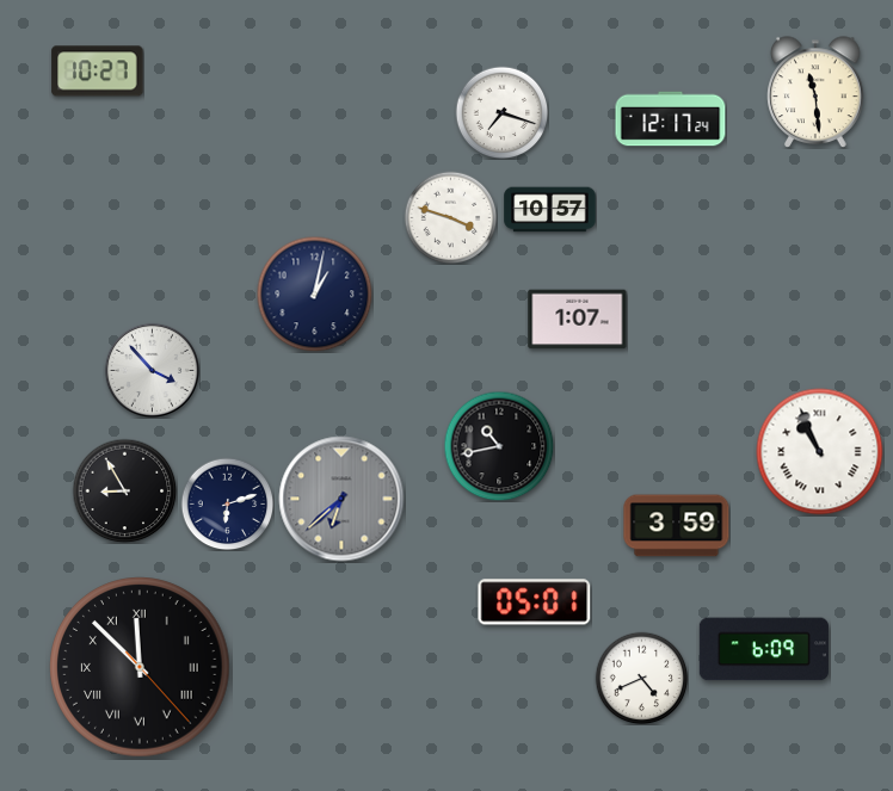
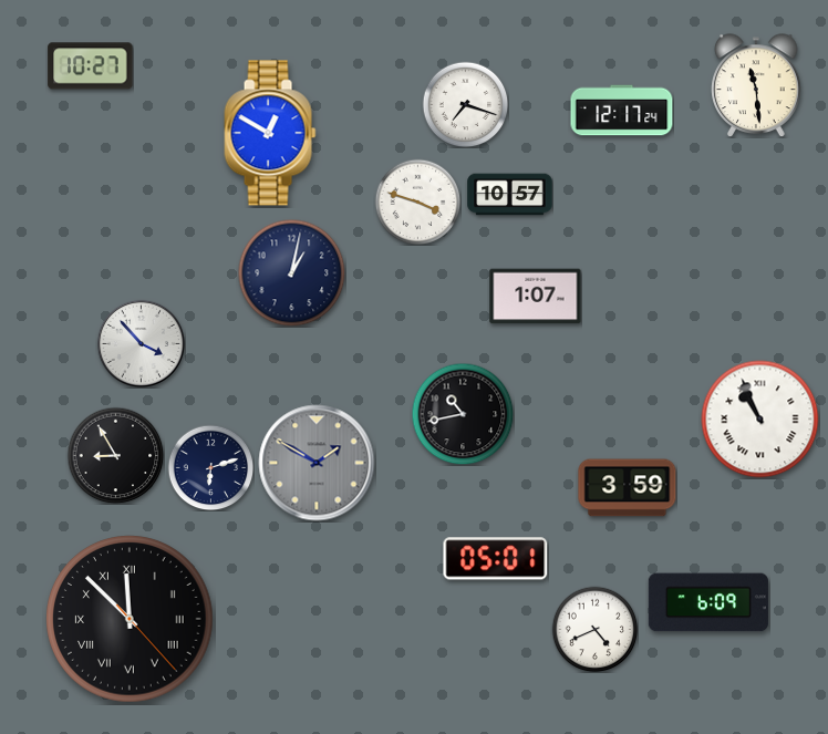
clock at (270, 133): none -> 12:50
clock at (341, 499): 6:38 -> 1:50
